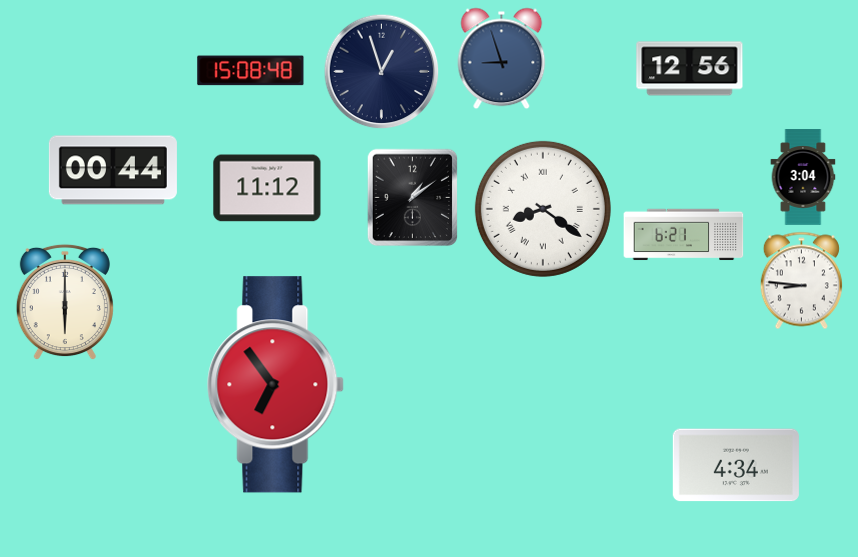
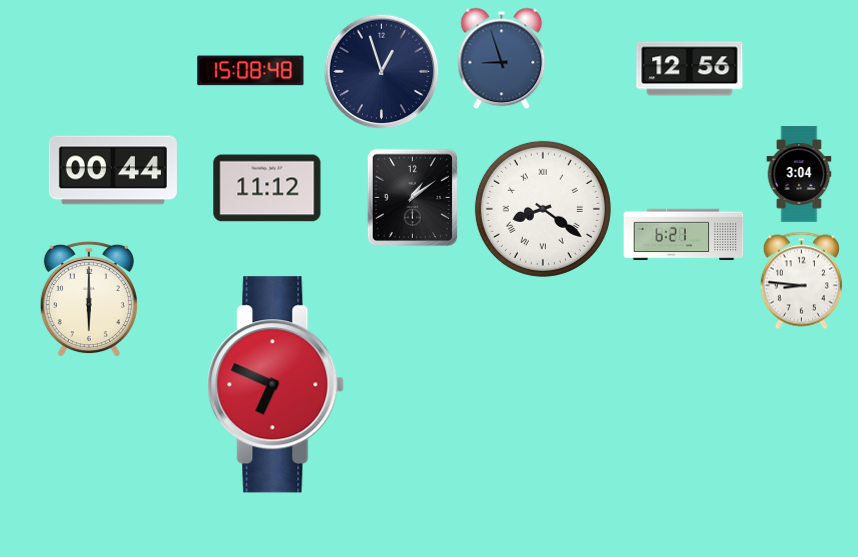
clock at (803, 177) position: (803, 177) -> (799, 174)
clock at (65, 302) position: (65, 302) -> (89, 299)
clock at (276, 385): 6:54 -> 6:49
clock at (736, 465): 4:34 -> none
